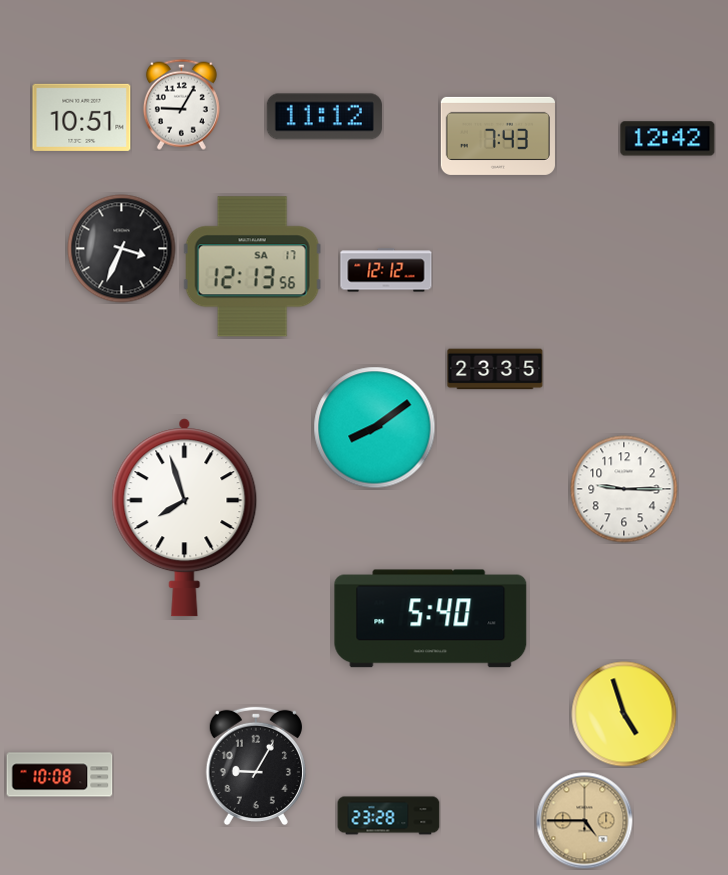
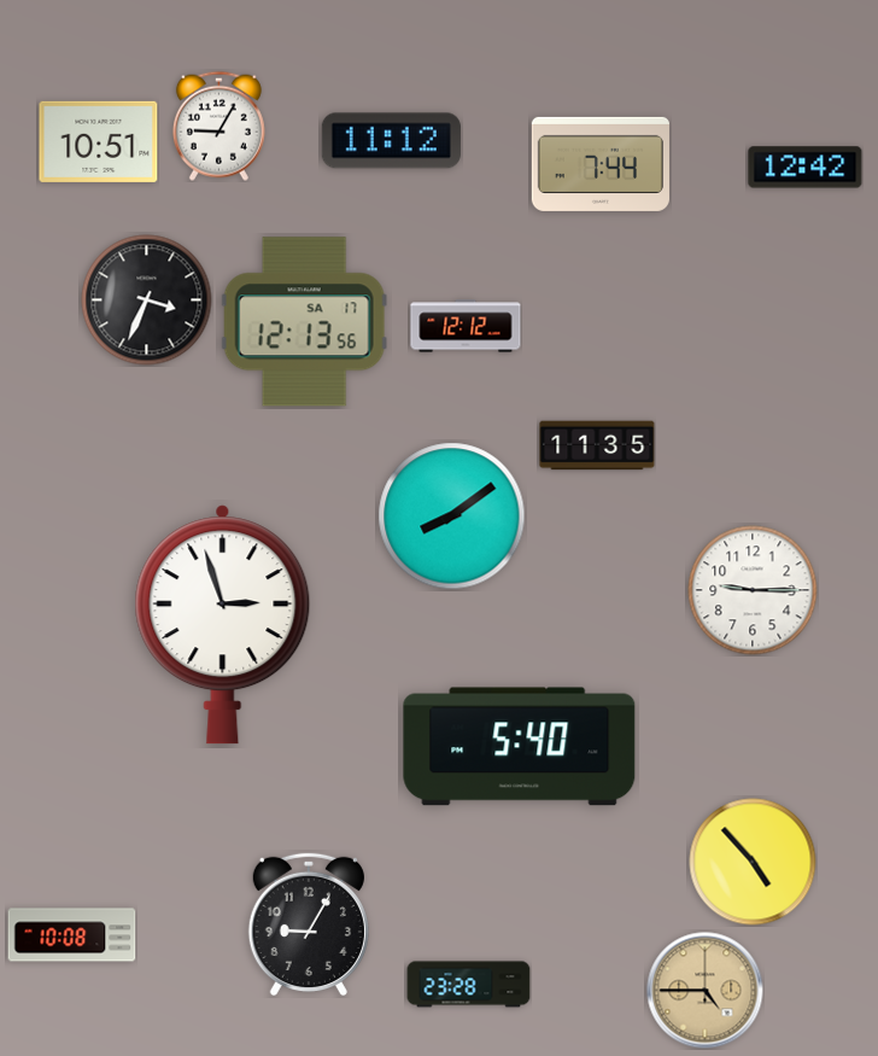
clock at (498, 136): 7:43 -> 7:44
clock at (495, 369): 23:35 -> 11:35
clock at (185, 518): 7:57 -> 2:57
clock at (624, 714): 4:57 -> 4:53
